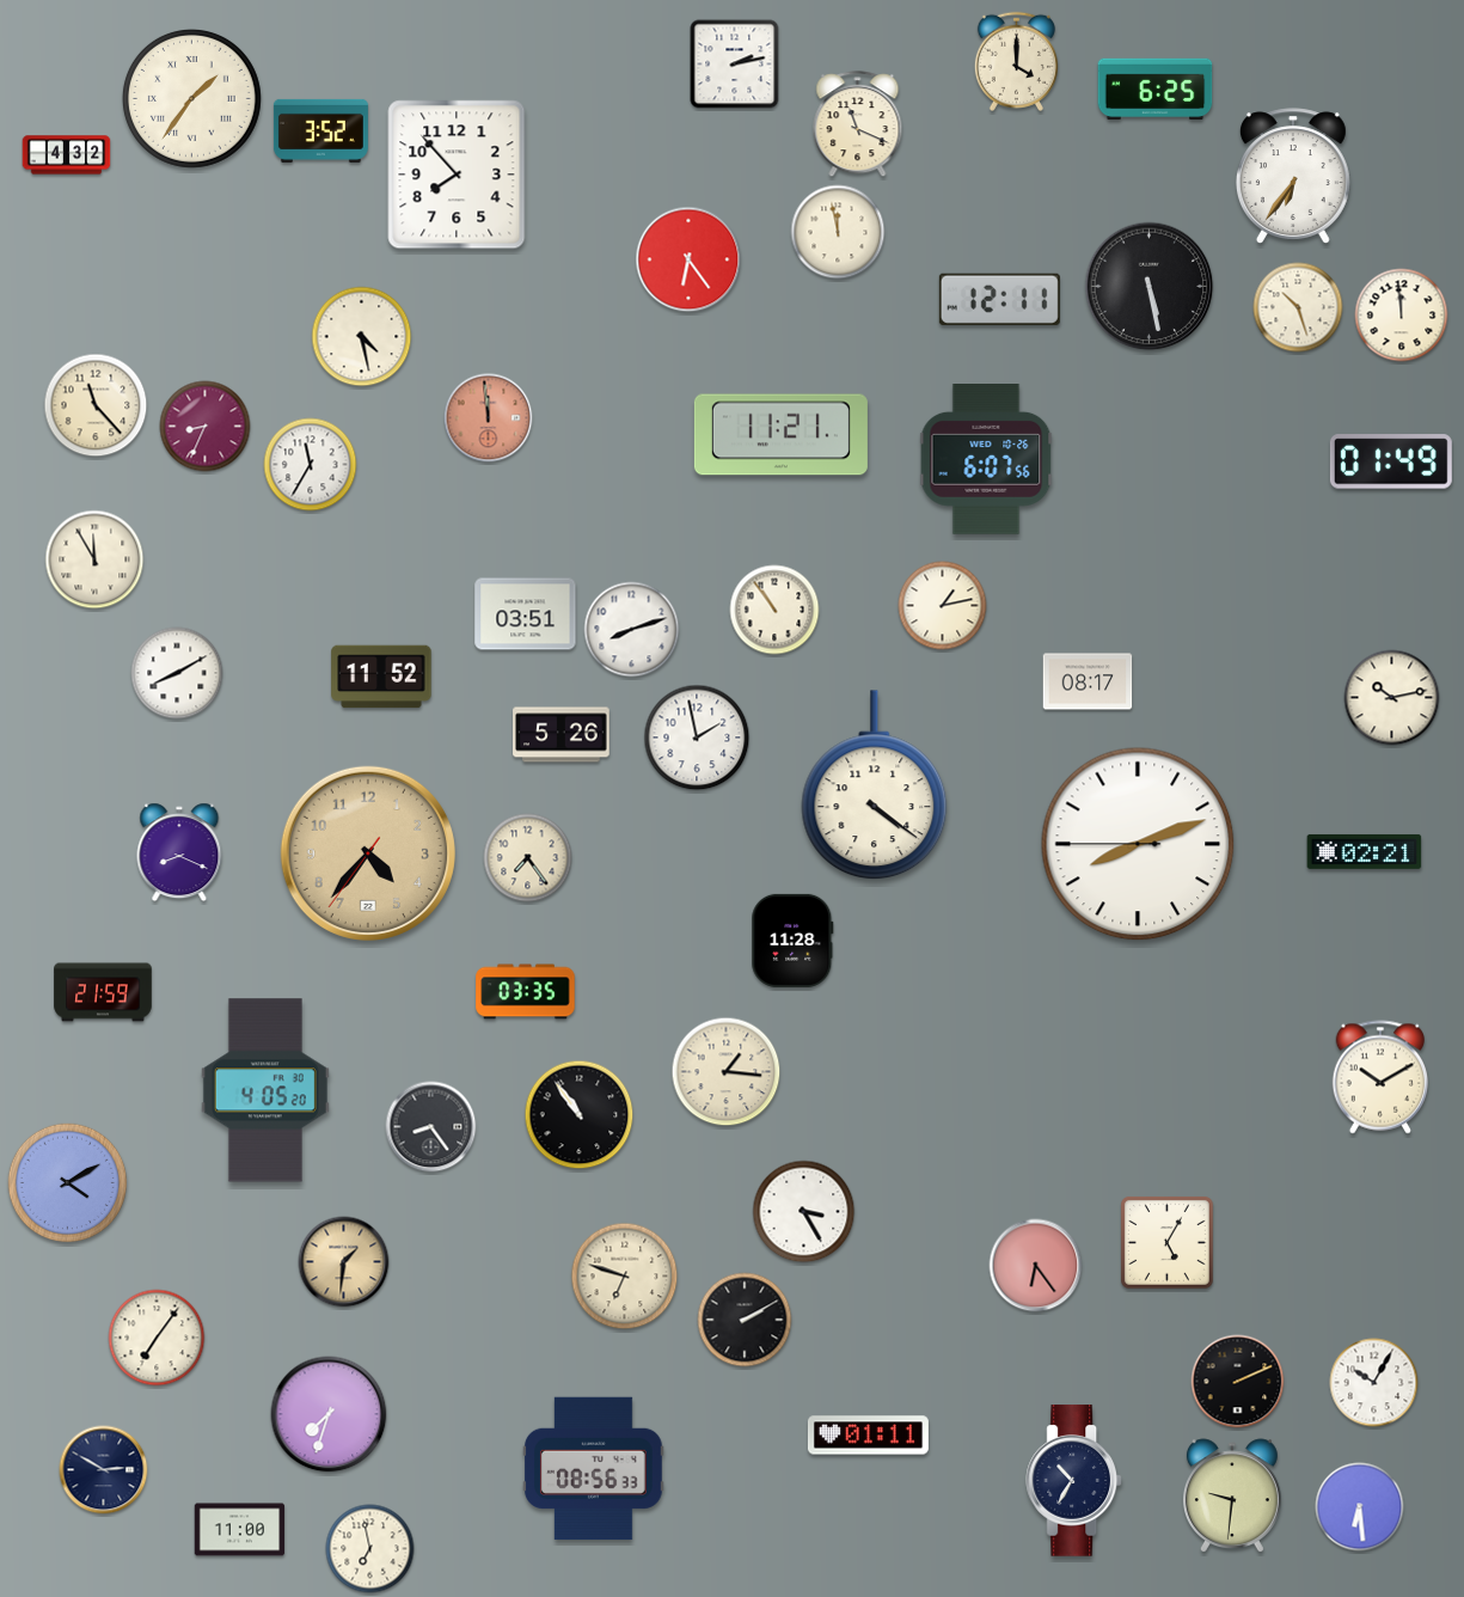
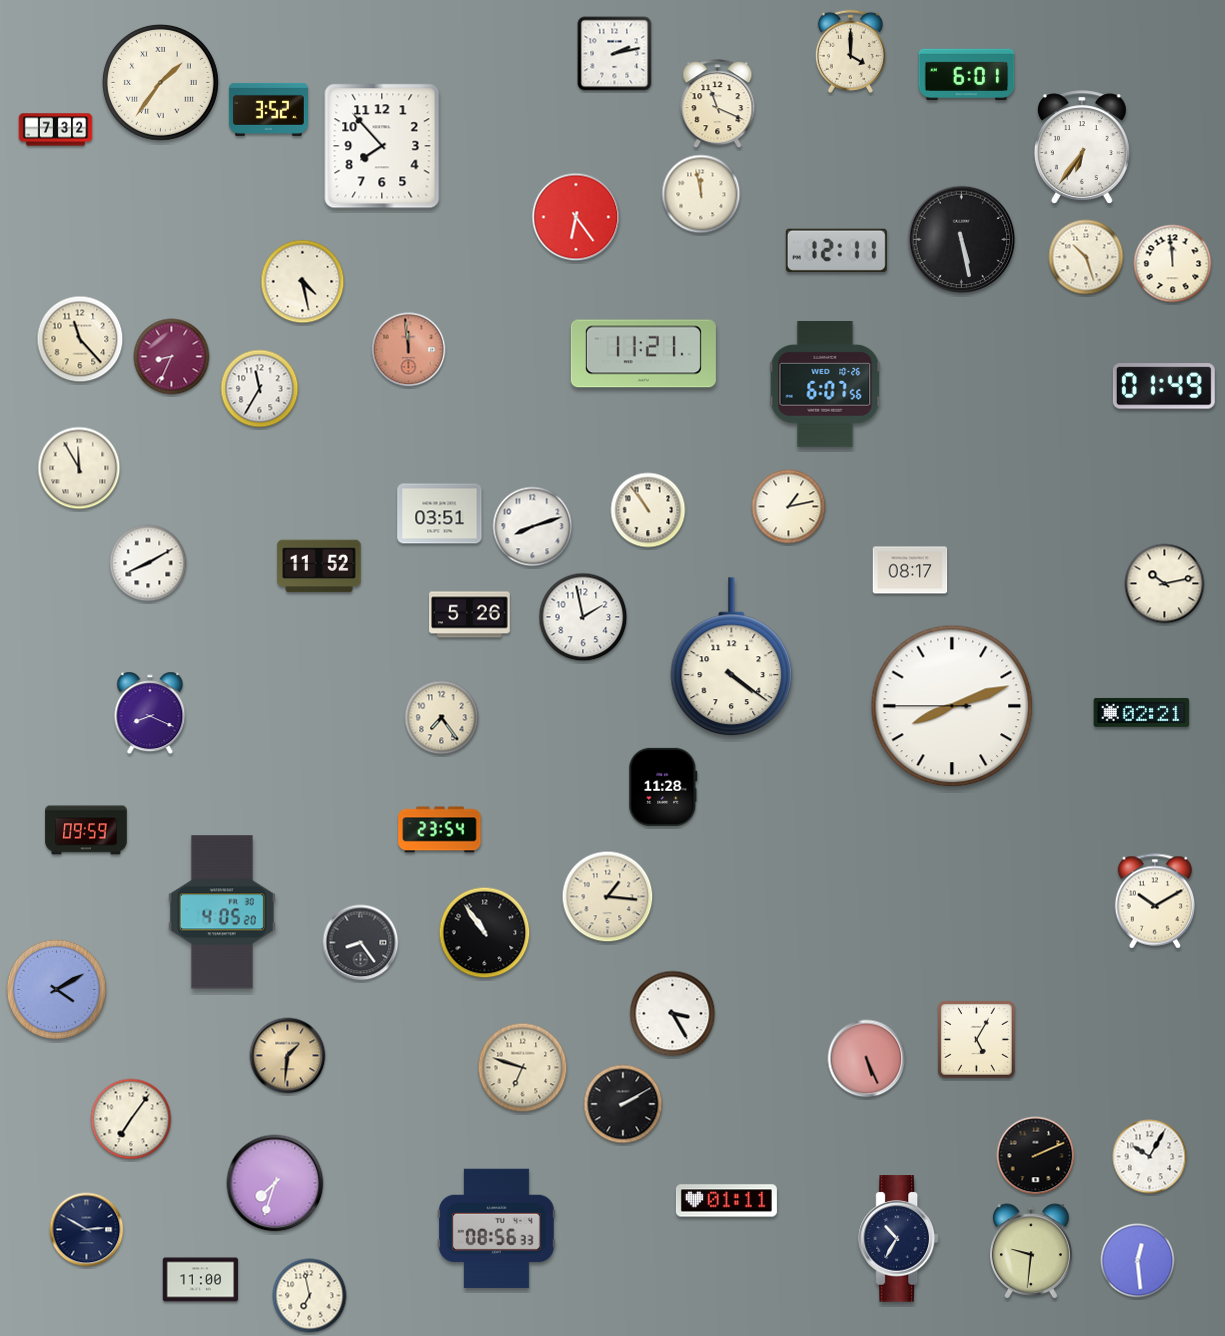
clock at (1156, 90): 6:25 -> 6:01
clock at (67, 155): 4:32 -> 7:32
clock at (780, 435) position: (780, 435) -> (643, 354)
clock at (632, 630) position: (632, 630) -> (533, 527)
clock at (368, 853): 4:36 -> none
clock at (103, 992): 21:59 -> 09:59
clock at (526, 992): 03:35 -> 23:54
clock at (1036, 1266): 6:24 -> 5:26
clock at (1360, 1507): 6:29 -> 12:29
